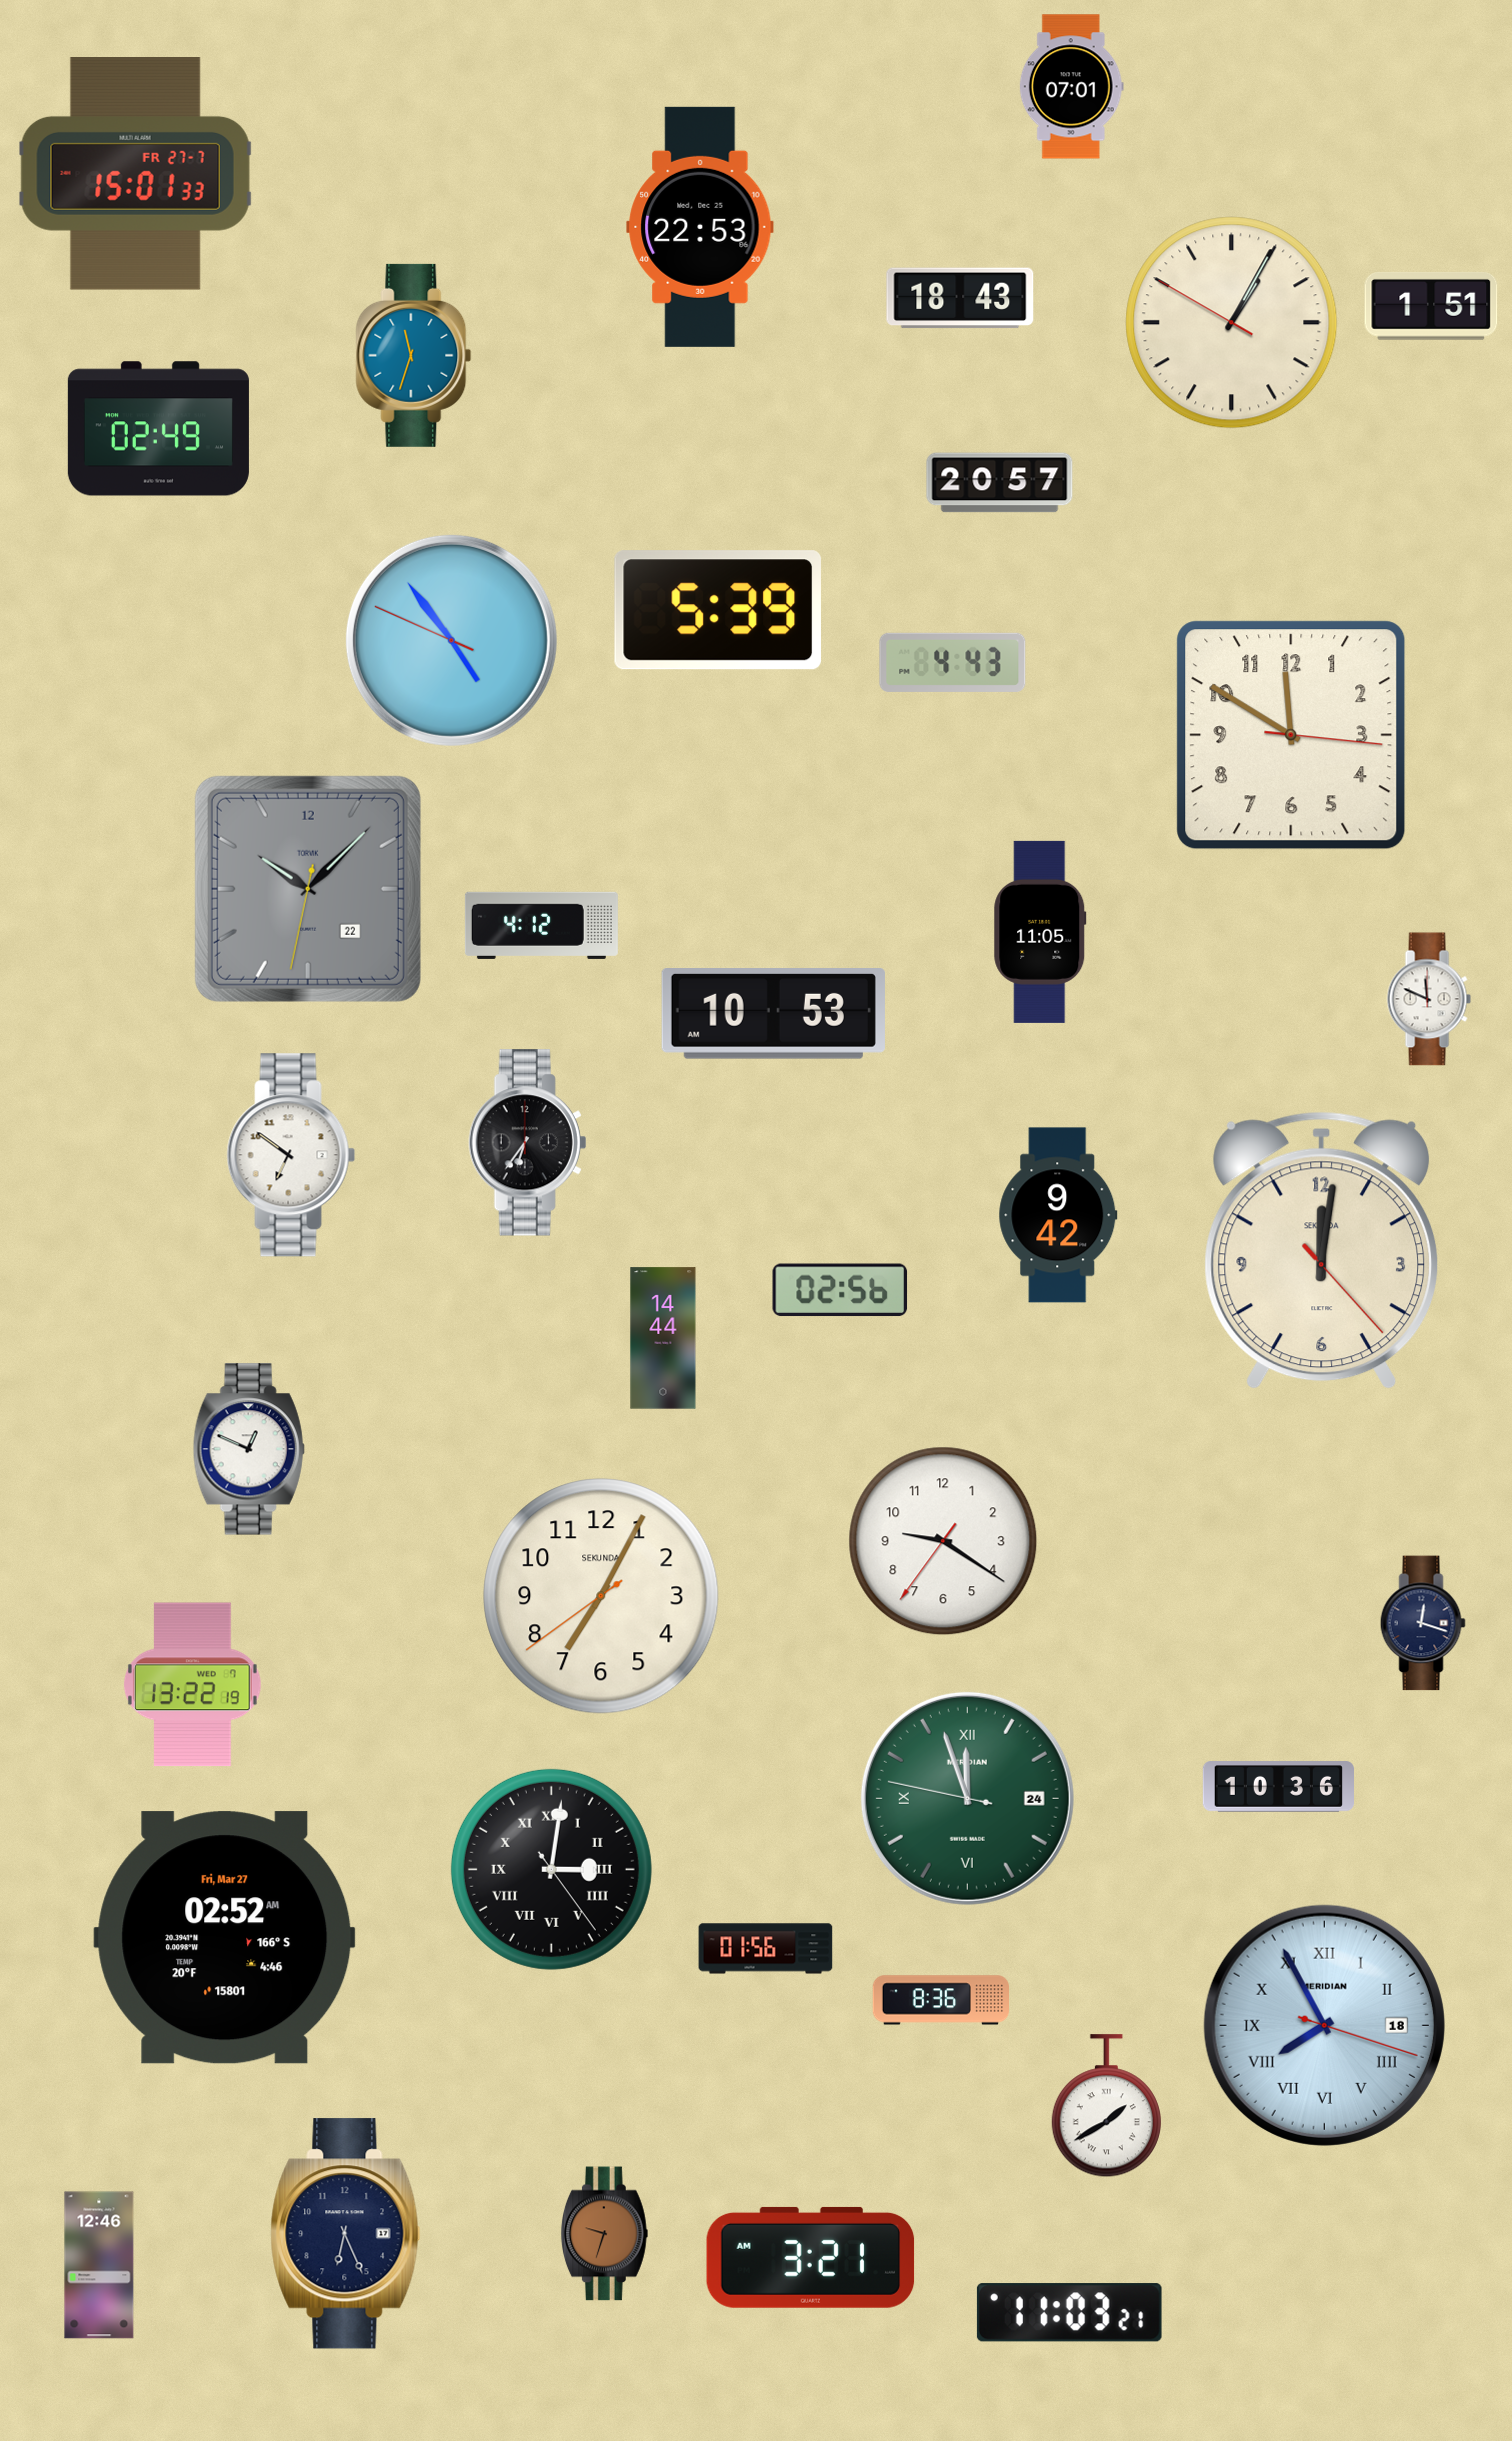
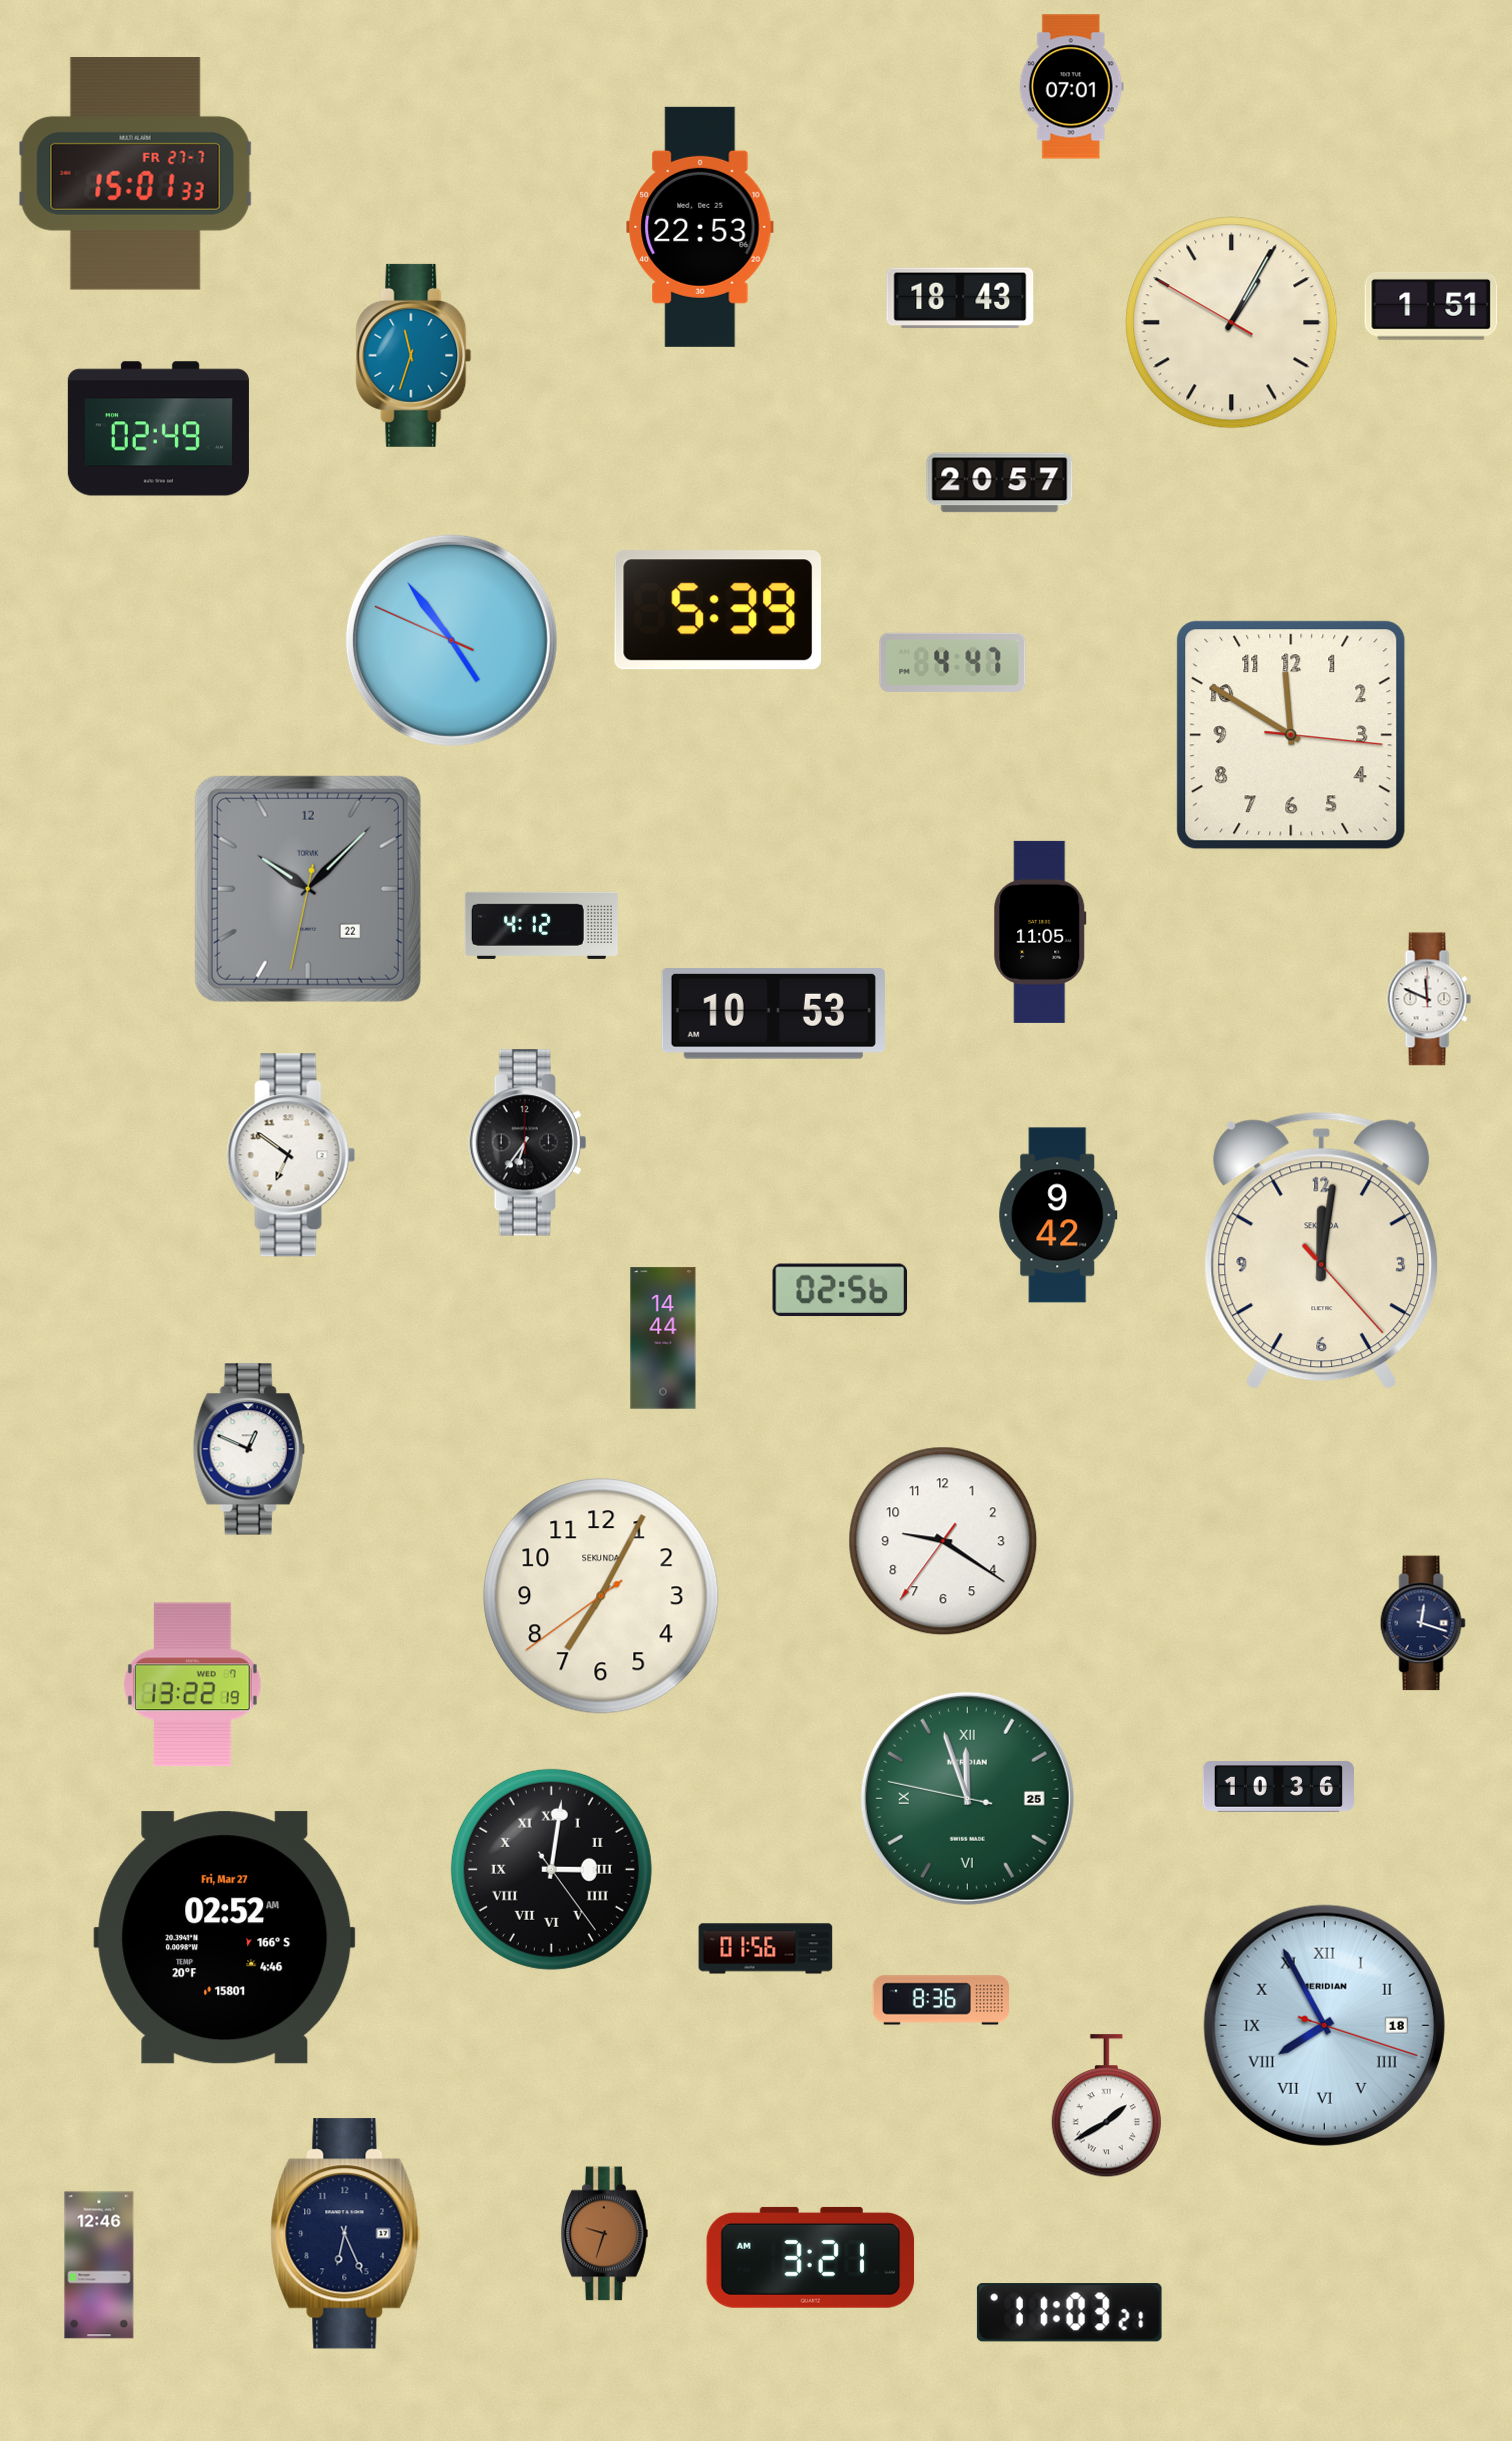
clock at (953, 662): 4:43 -> 4:47
clock at (967, 1798) date: 24 -> 25
